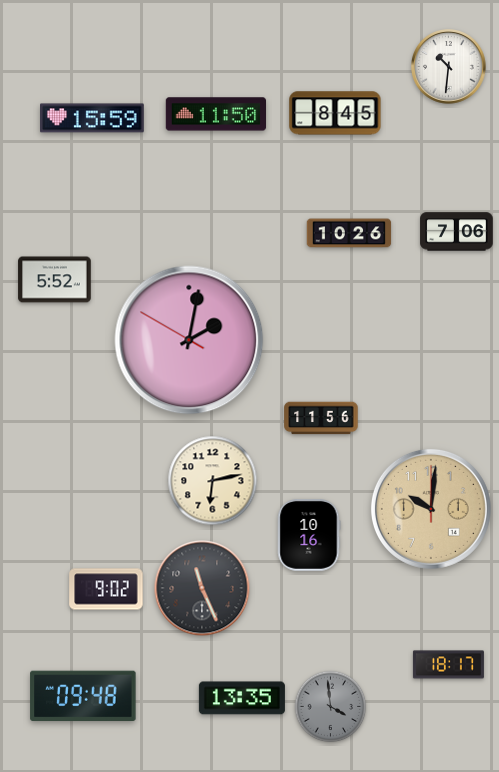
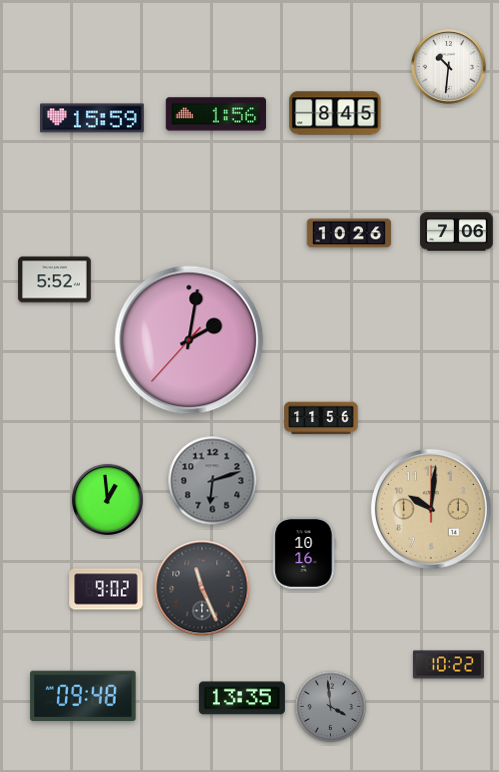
clock at (216, 114): 11:50 -> 1:56
clock at (189, 340): 2:01:50 -> 2:01:37
clock at (213, 481): 6:13 -> 6:12
clock at (213, 481) dial: cream -> grey
clock at (107, 499): none -> 12:59
clock at (309, 535) position: (309, 535) -> (304, 553)
clock at (448, 665): 18:17 -> 10:22
